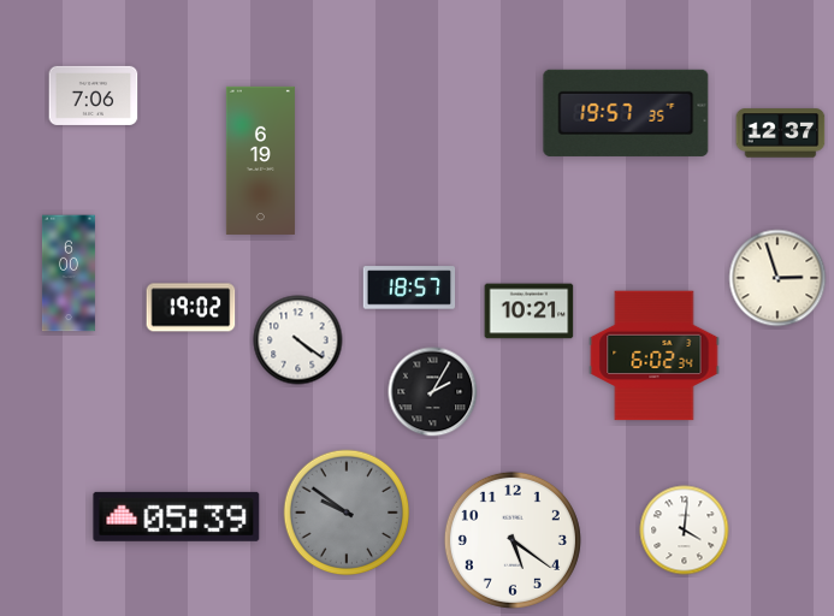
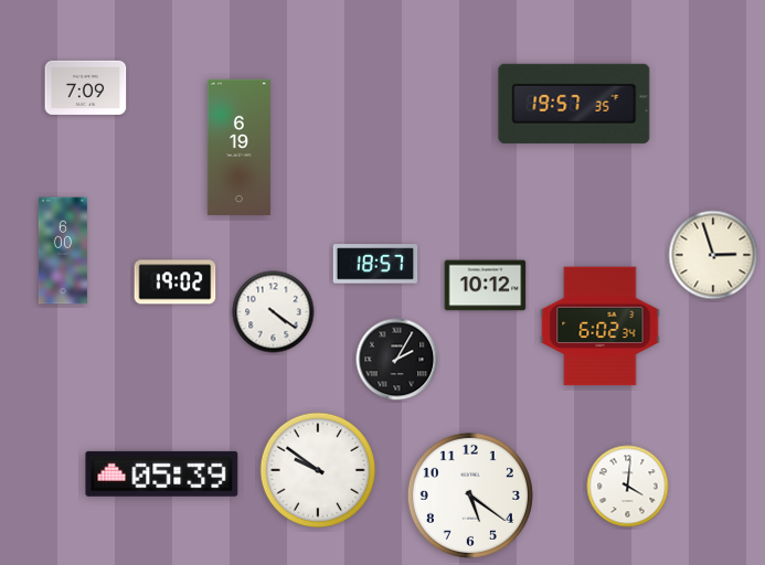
clock at (94, 95): 7:06 -> 7:09
clock at (781, 134): 12:37 -> none
clock at (530, 312): 10:21 -> 10:12
clock at (347, 513) dial: grey -> white
